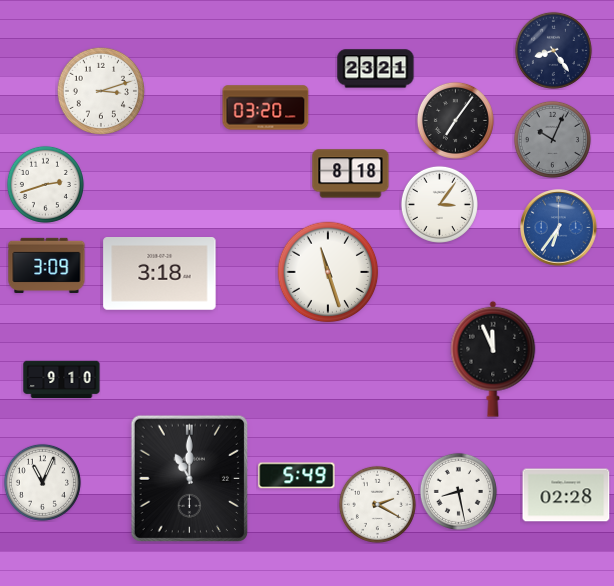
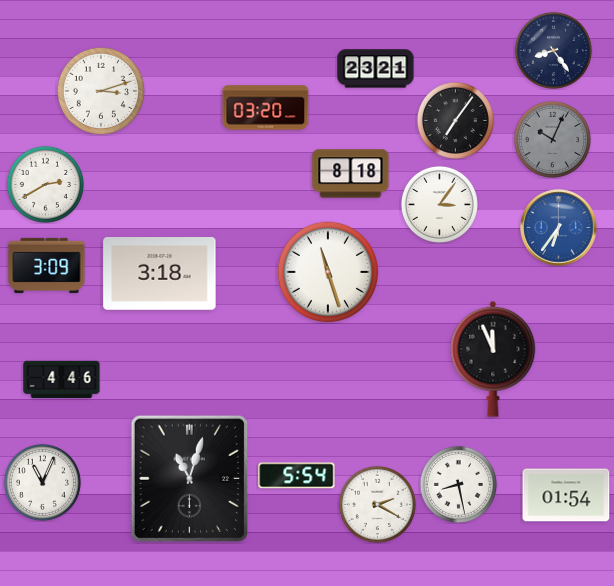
clock at (45, 184): 2:42 -> 2:40
clock at (62, 380): 9:10 -> 4:46
clock at (297, 476): 5:49 -> 5:54
clock at (190, 479): 11:00 -> 11:03
clock at (458, 491) position: (458, 491) -> (458, 484)
clock at (566, 495): 02:28 -> 01:54
